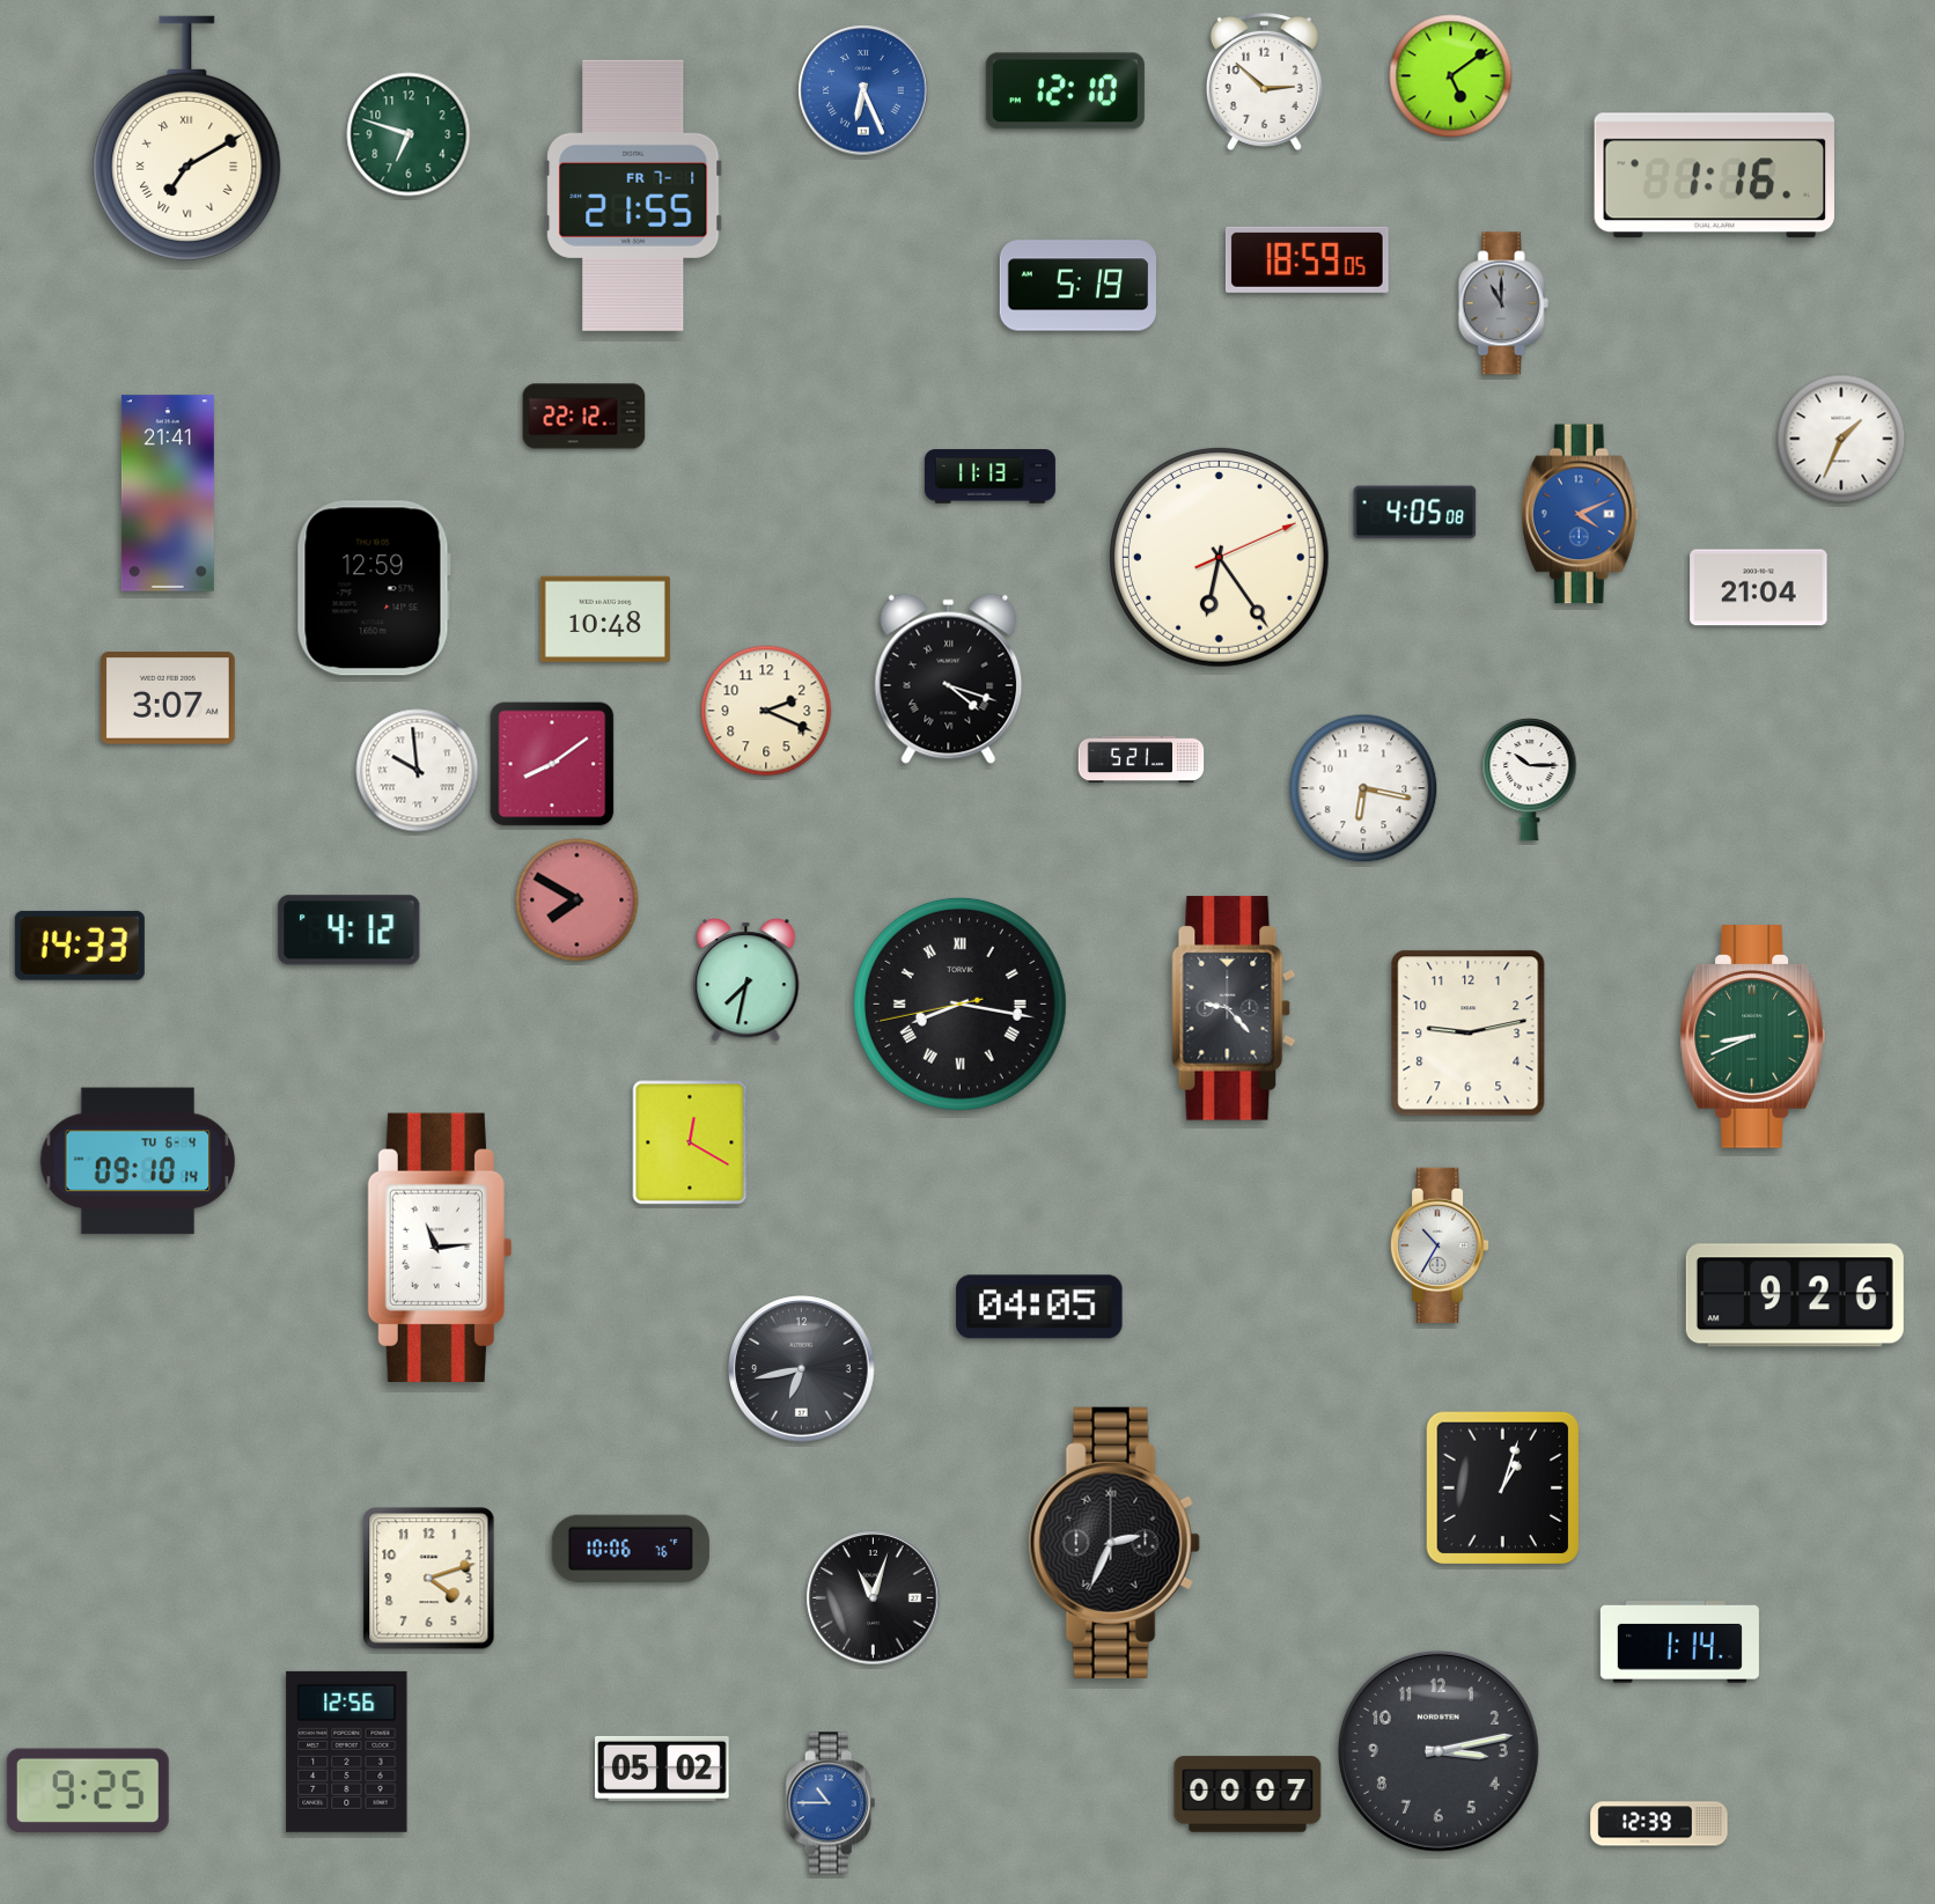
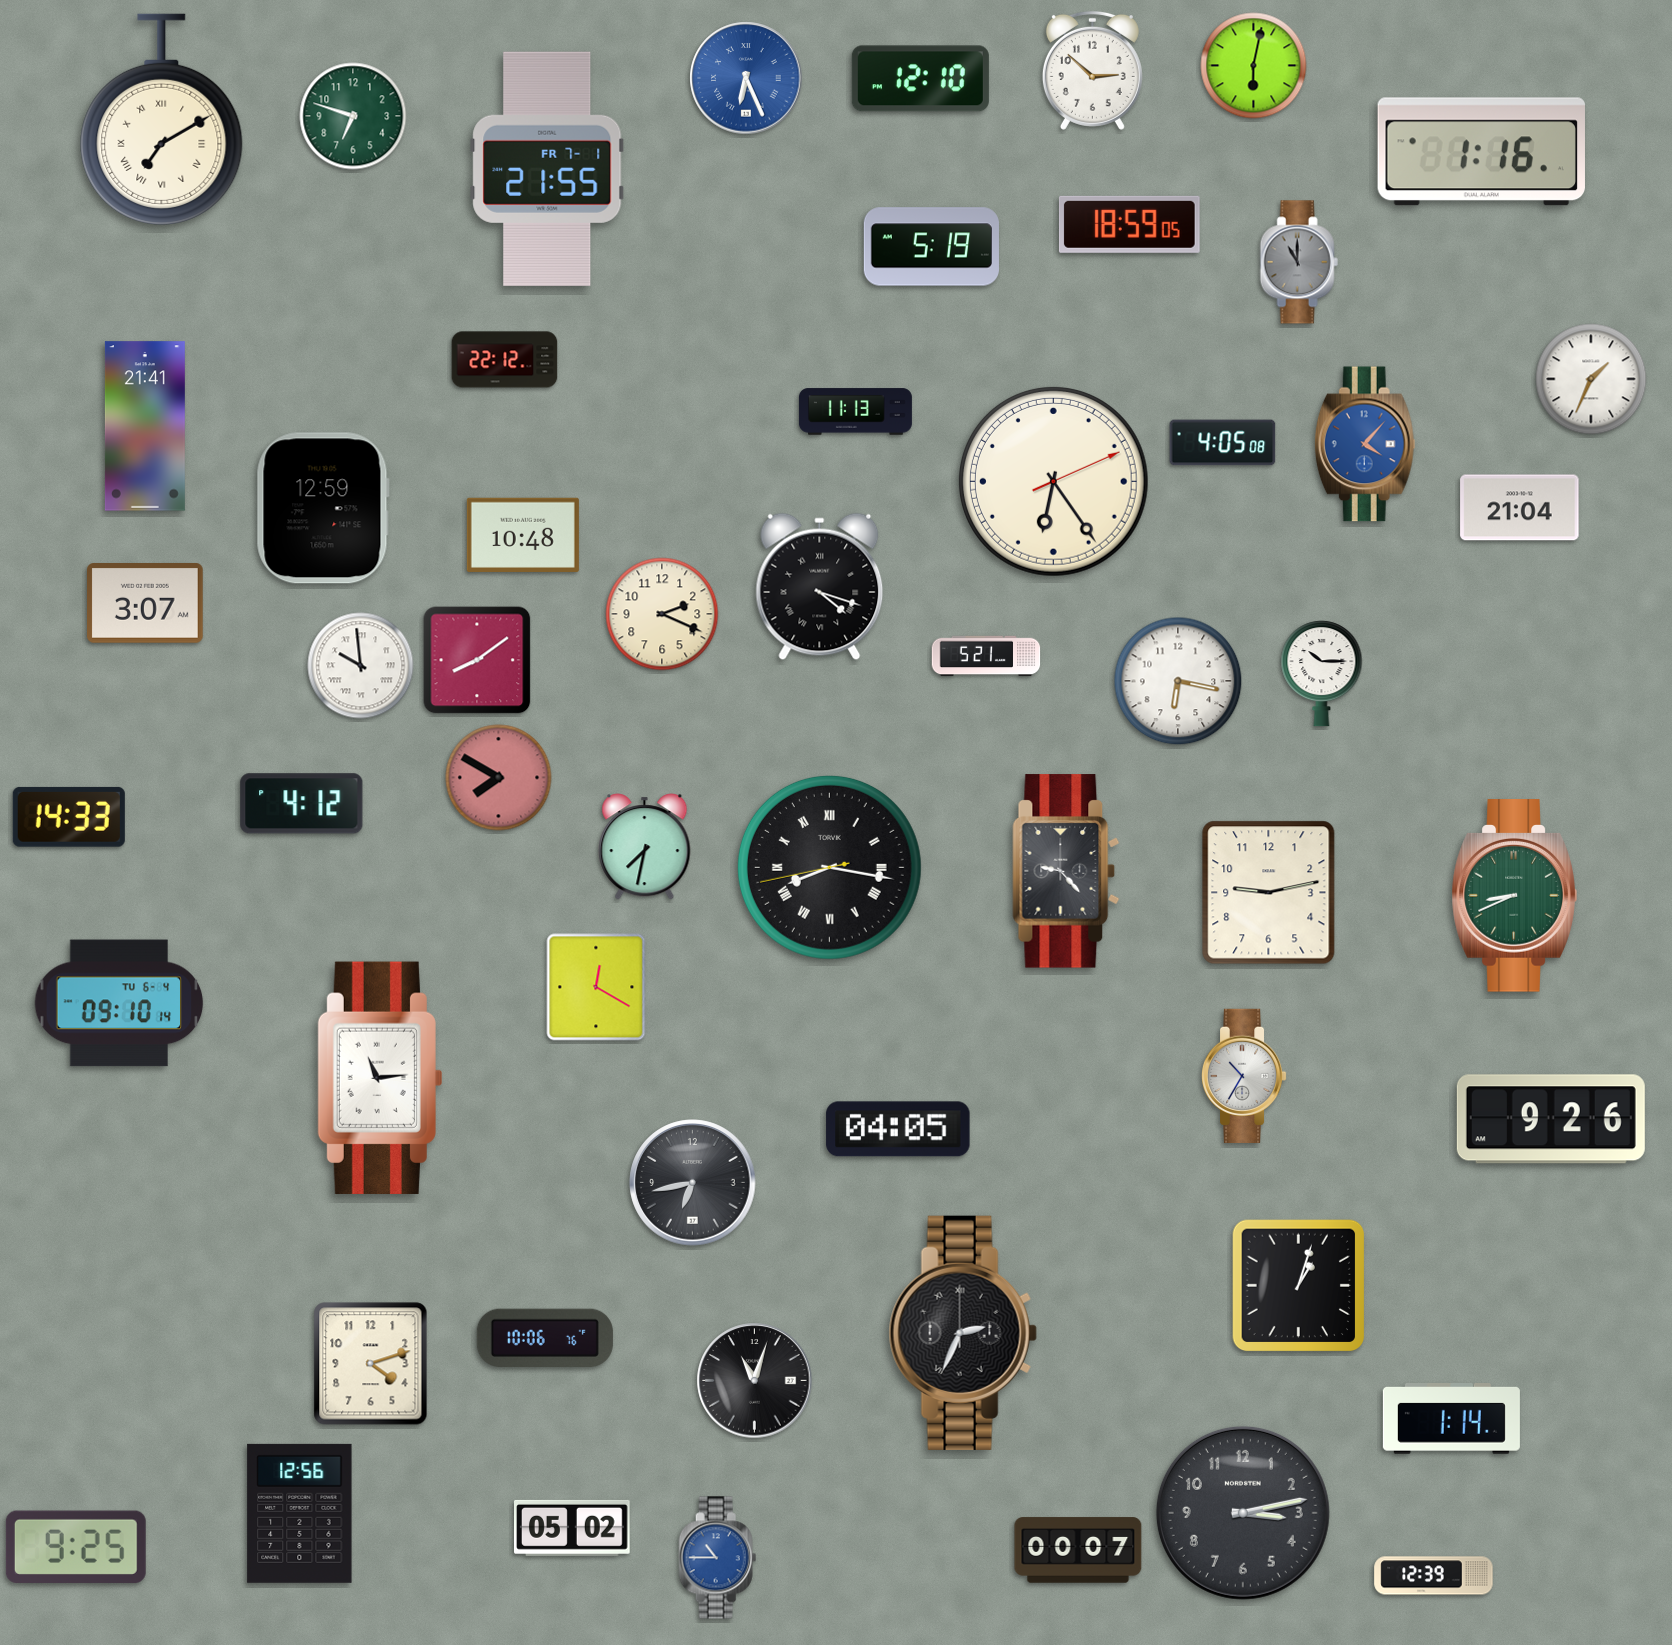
clock at (1451, 76): 5:09 -> 6:02
clock at (1580, 514): 4:11 -> 4:07
